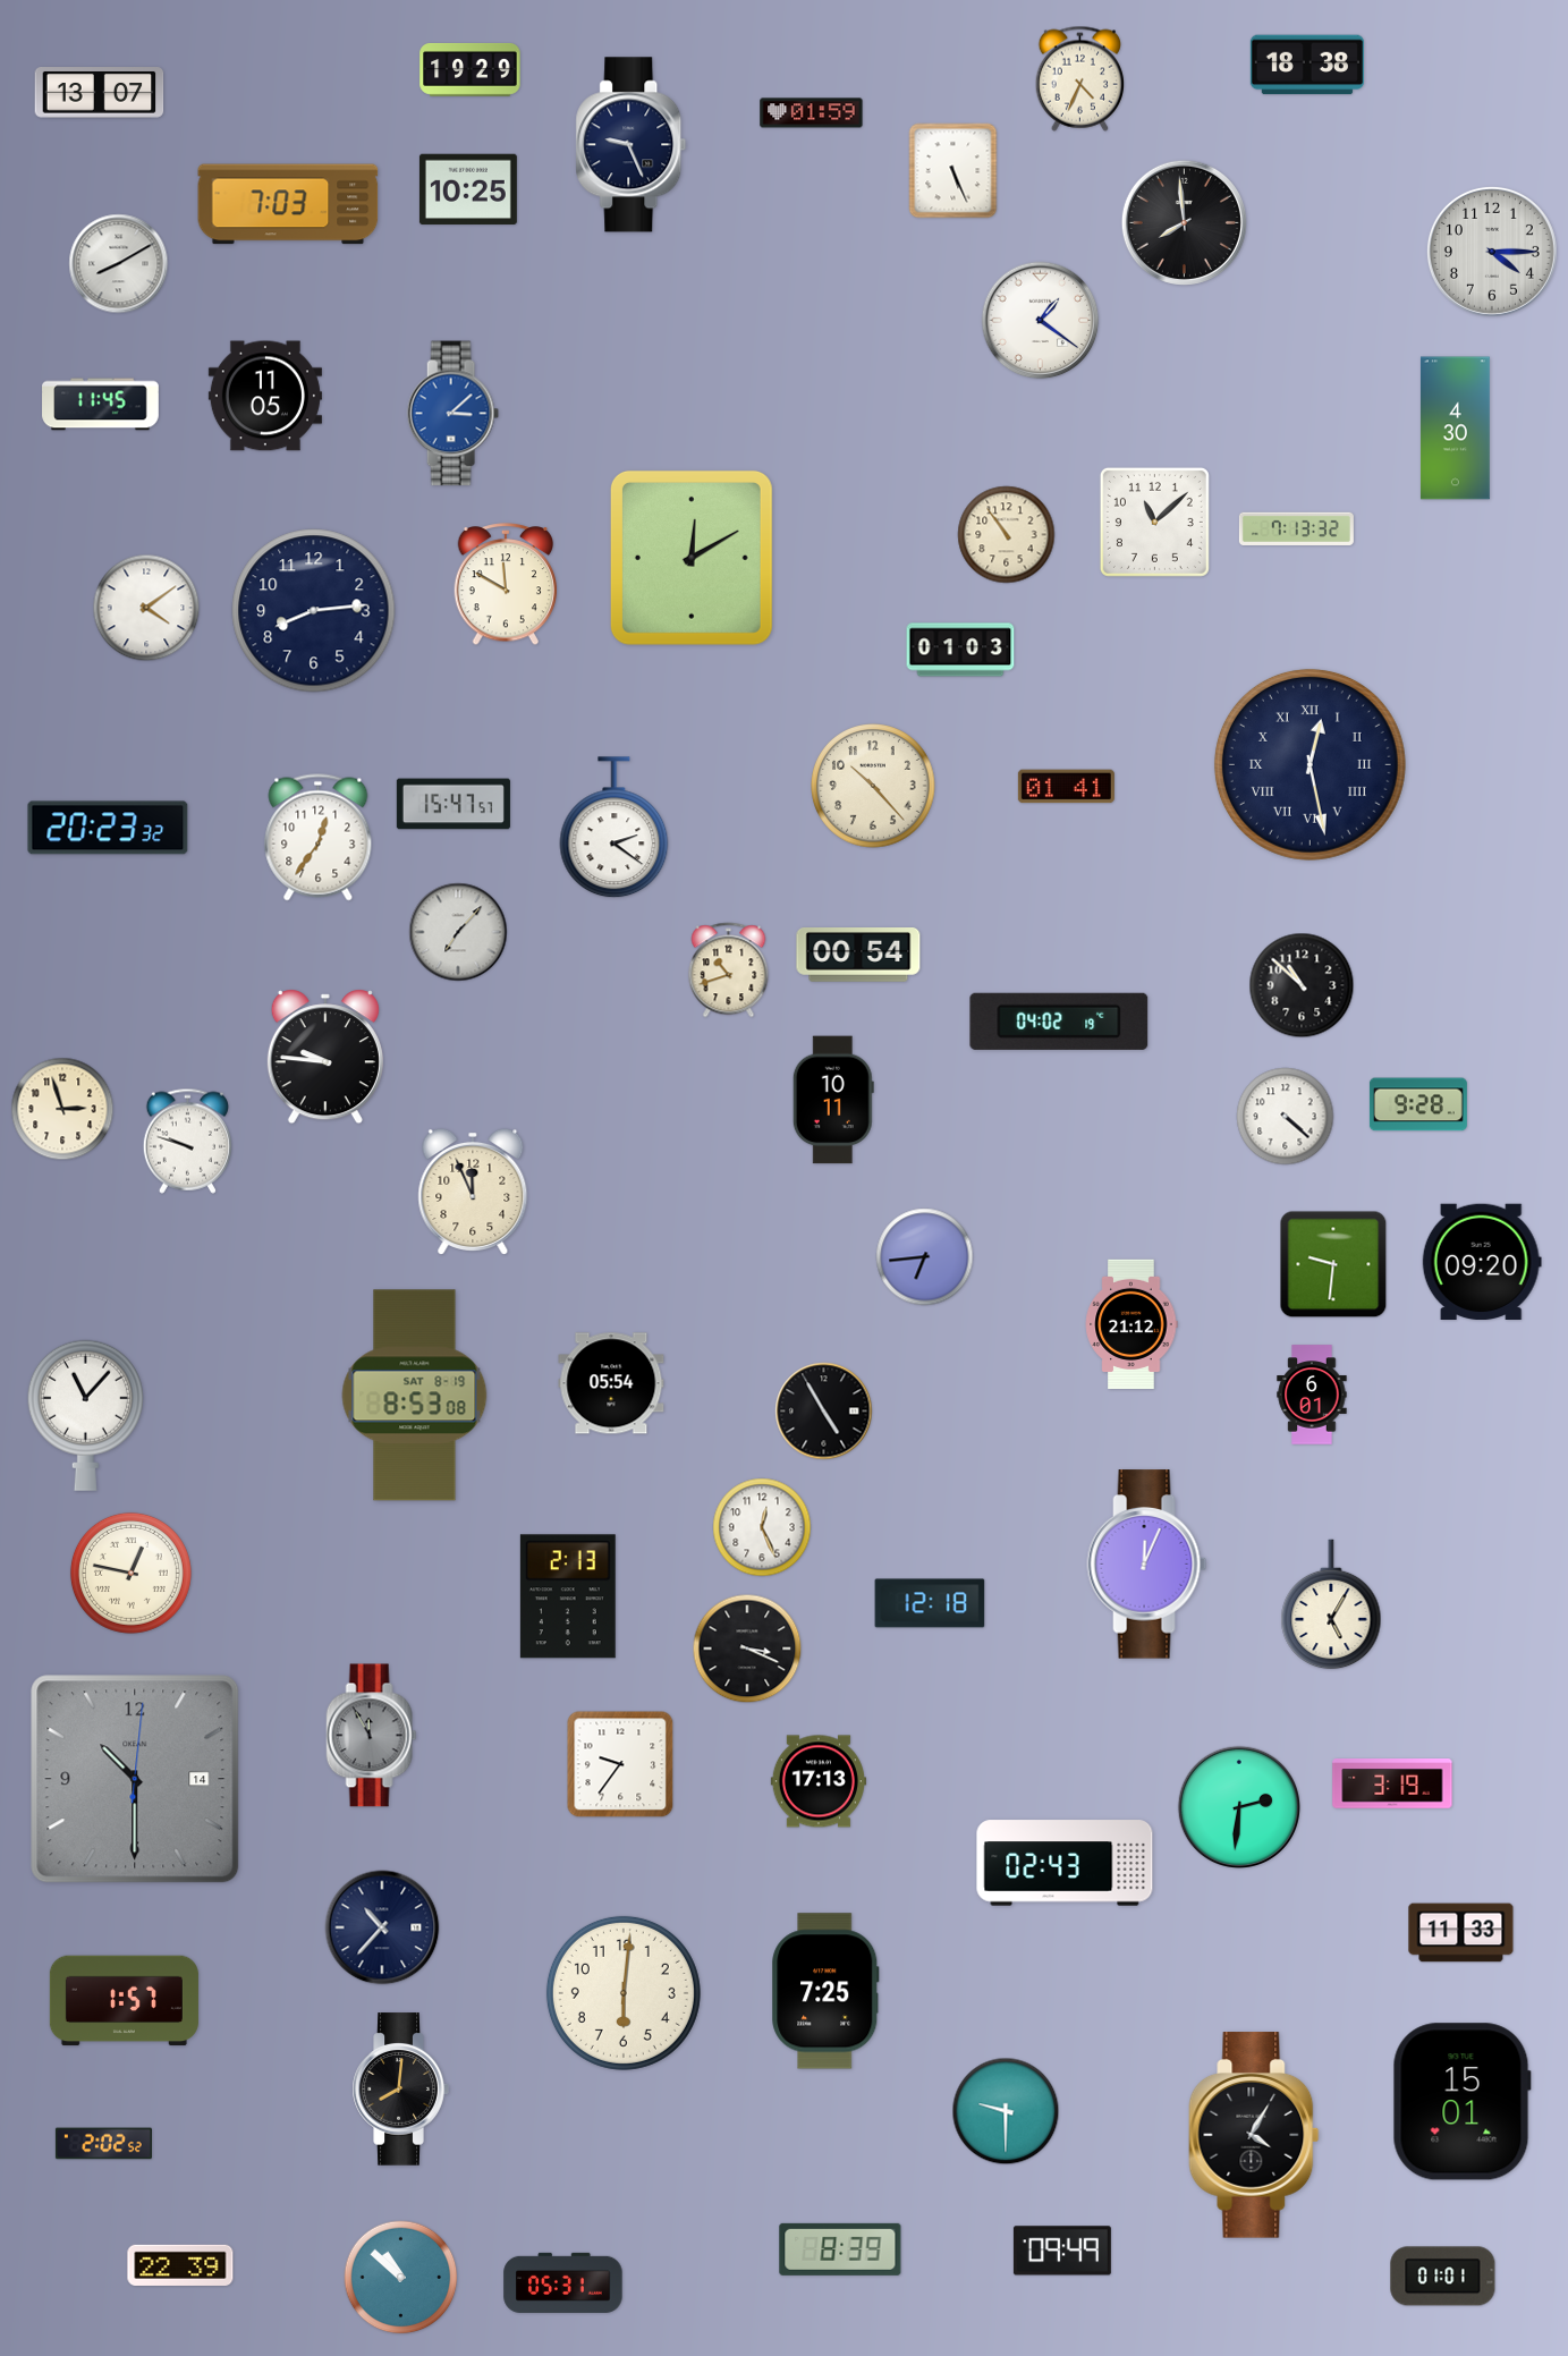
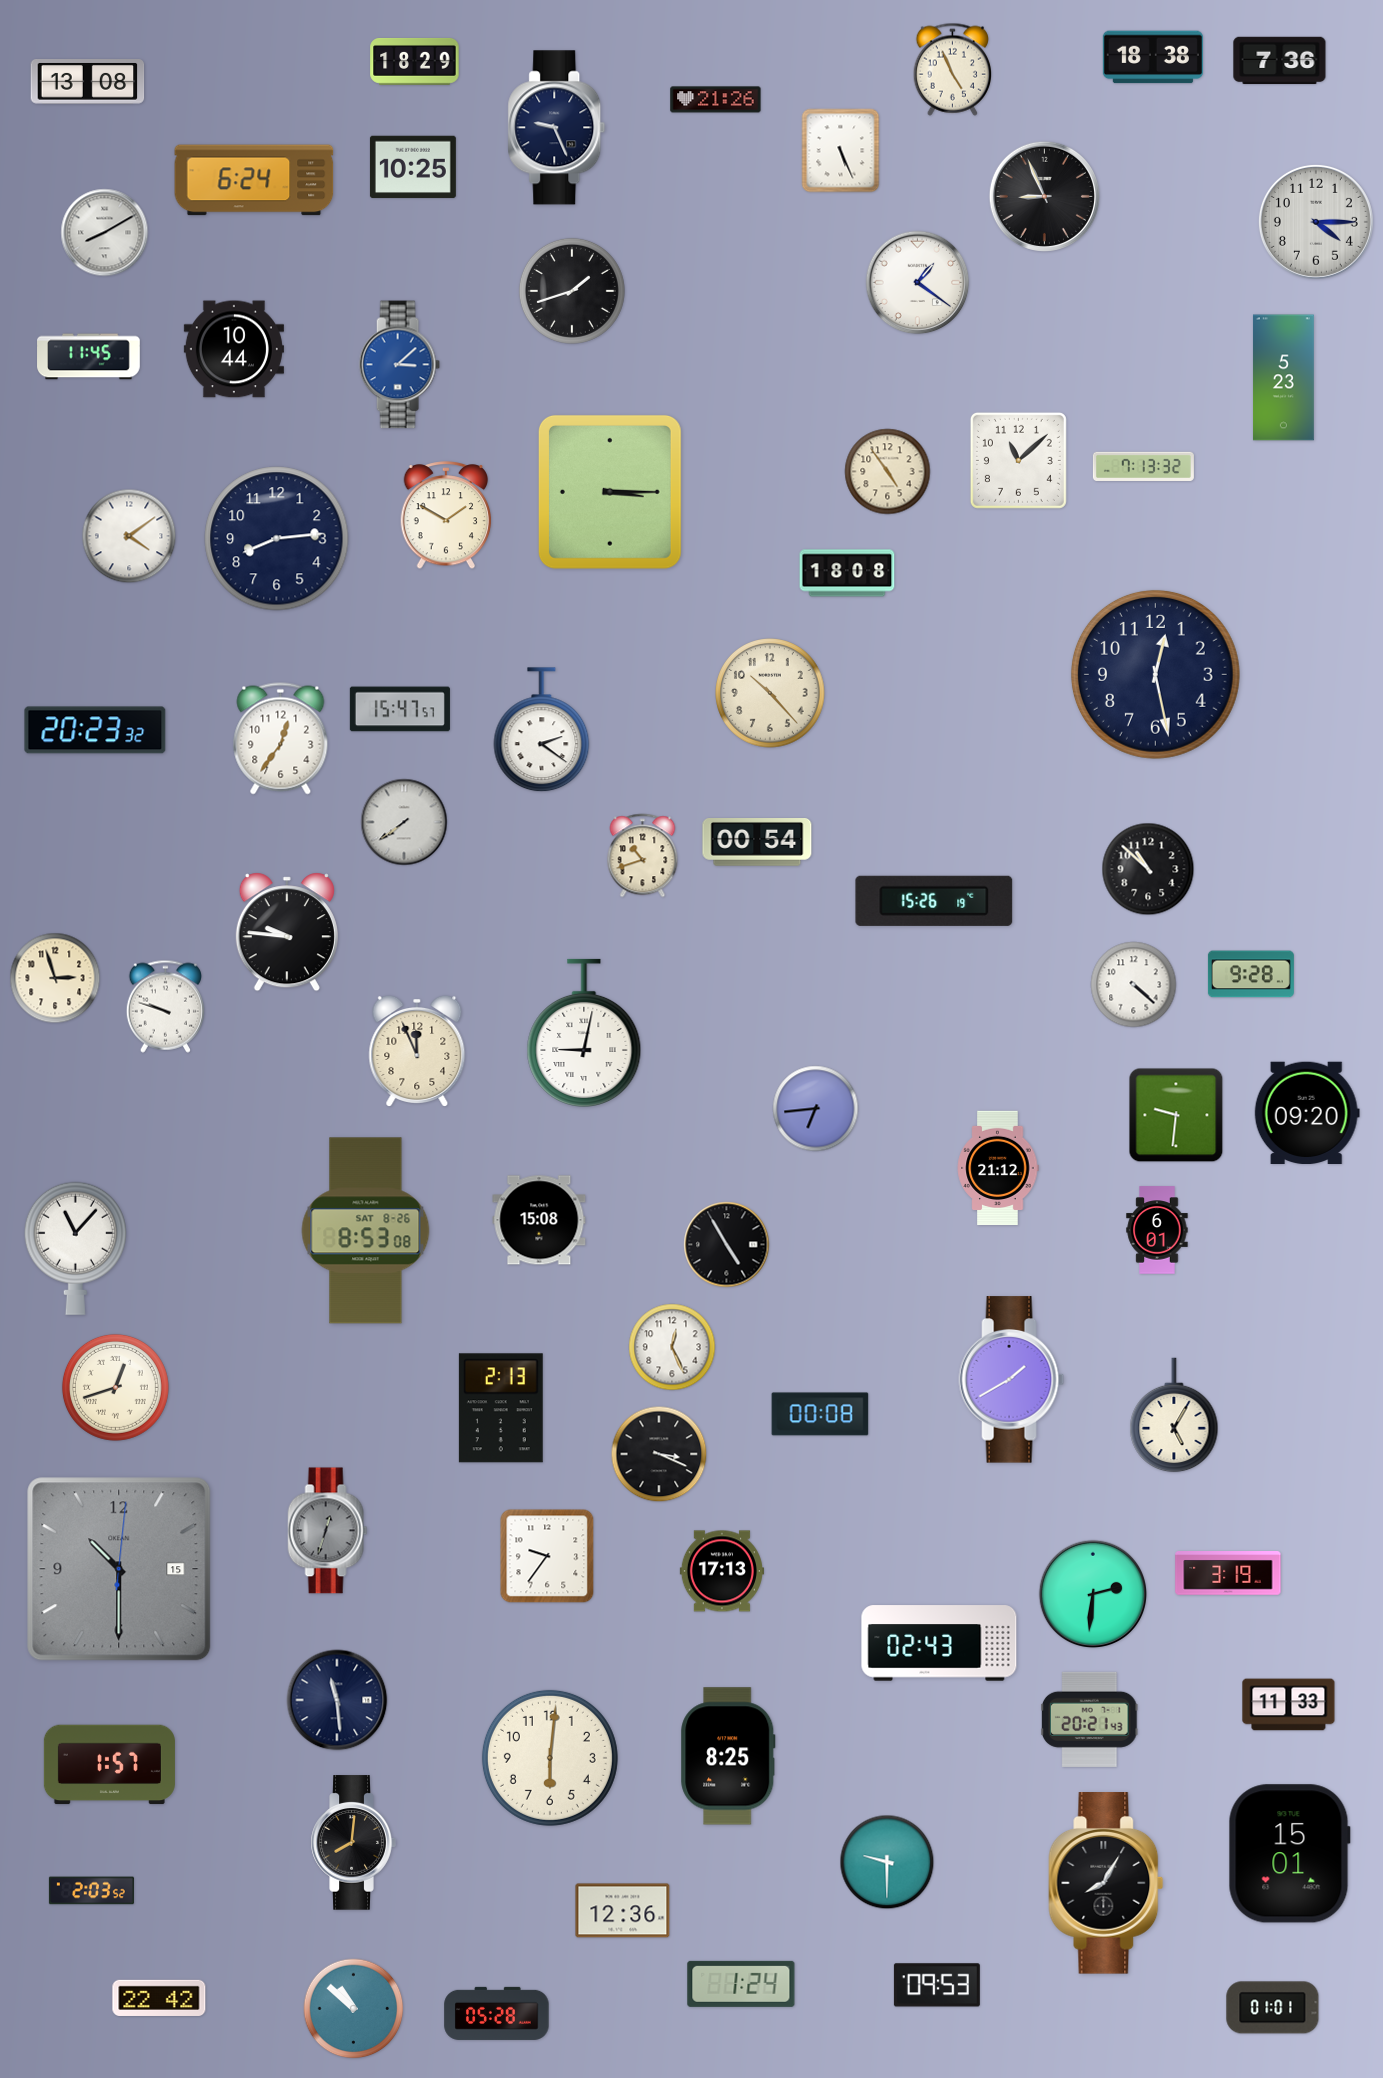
clock at (1280, 61): none -> 7:36
clock at (471, 70): 19:29 -> 18:29
clock at (1079, 78): 4:34 -> 4:56
clock at (100, 93): 13:07 -> 13:08
clock at (812, 113): 01:59 -> 21:26
clock at (288, 204): 7:03 -> 6:24
clock at (1184, 222): 7:59 -> 8:56
clock at (572, 291): none -> 1:42
clock at (265, 396): 11:05 -> 10:44
clock at (1455, 429): 4:30 -> 5:23
clock at (1007, 535): 10:54 -> 4:54
clock at (692, 558): 12:10 -> 3:15
clock at (506, 585): 11:50 -> 1:50
clock at (960, 650): 01:03 -> 18:08
clock at (1310, 764) numerals: Roman -> Arabic
clock at (1066, 787): 01:41 -> none
clock at (458, 932): 7:07 -> 7:39
clock at (1059, 1022): 04:02 -> 15:26
clock at (833, 1100): 10:11 -> none
clock at (584, 1032): none -> 9:02
clock at (611, 1383): 05:54 -> 15:08
clock at (415, 1396) date: SAT 8-19 -> SAT 8-26
clock at (1147, 1565): 12:04 -> 1:40
clock at (130, 1573): 12:47 -> 12:42
clock at (930, 1603): 12:18 -> 00:08
clock at (372, 1736): 11:55 -> 12:33
clock at (135, 1779) date: 14 -> 15
clock at (382, 1927): 10:37 -> 11:29
clock at (1089, 1719): none -> 20:21
clock at (825, 1991): 7:25 -> 8:25
clock at (1254, 2135): 4:05 -> 8:05
clock at (103, 2144): 2:02 -> 2:03
clock at (623, 1911): none -> 12:36
clock at (840, 2249): 8:39 -> 1:24
clock at (1062, 2251): 09:49 -> 09:53
clock at (180, 2265): 22:39 -> 22:42
clock at (563, 2282): 05:31 -> 05:28
